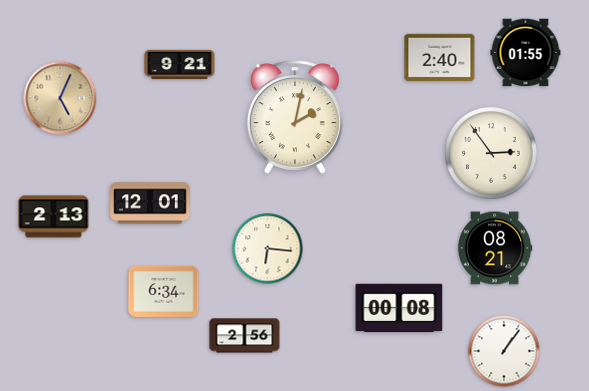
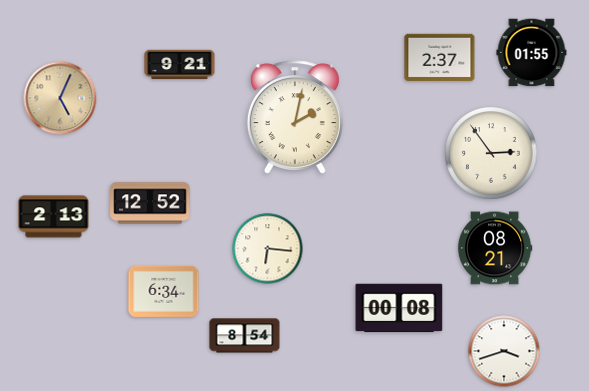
clock at (526, 53) position: (526, 53) -> (532, 53)
clock at (440, 58): 2:40 -> 2:37
clock at (150, 203): 12:01 -> 12:52
clock at (245, 336): 2:56 -> 8:54
clock at (504, 351): 1:06 -> 3:42
